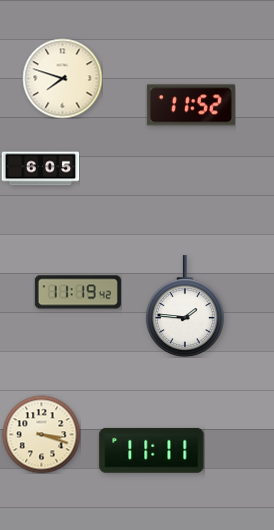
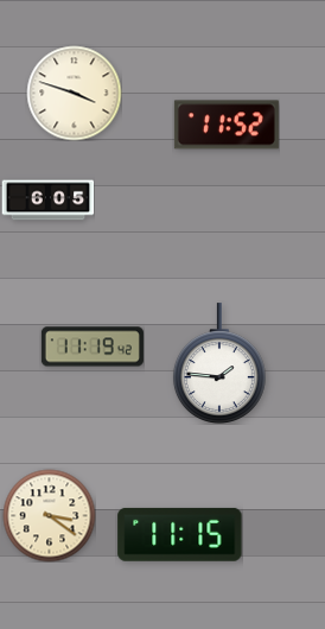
clock at (62, 78): 7:48 -> 3:48
clock at (41, 434): 3:18 -> 3:21
clock at (152, 450): 11:11 -> 11:15
